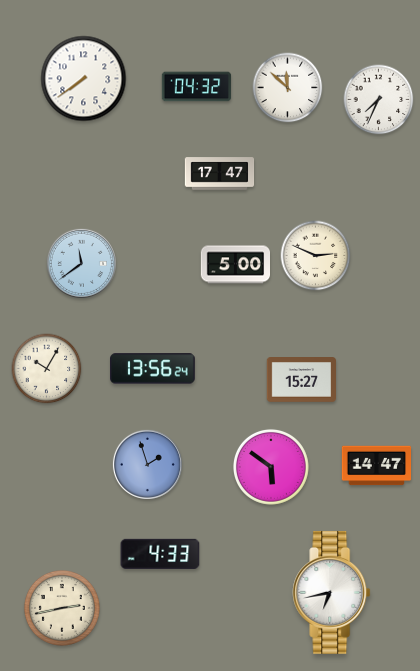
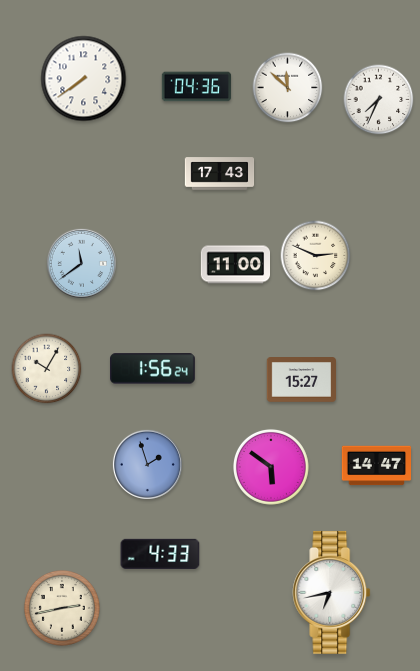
clock at (197, 87): 04:32 -> 04:36
clock at (220, 174): 17:47 -> 17:43
clock at (235, 265): 5:00 -> 11:00
clock at (153, 369): 13:56 -> 1:56
